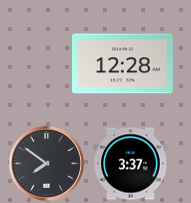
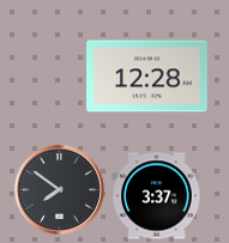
clock at (46, 163) position: (46, 163) -> (59, 189)
